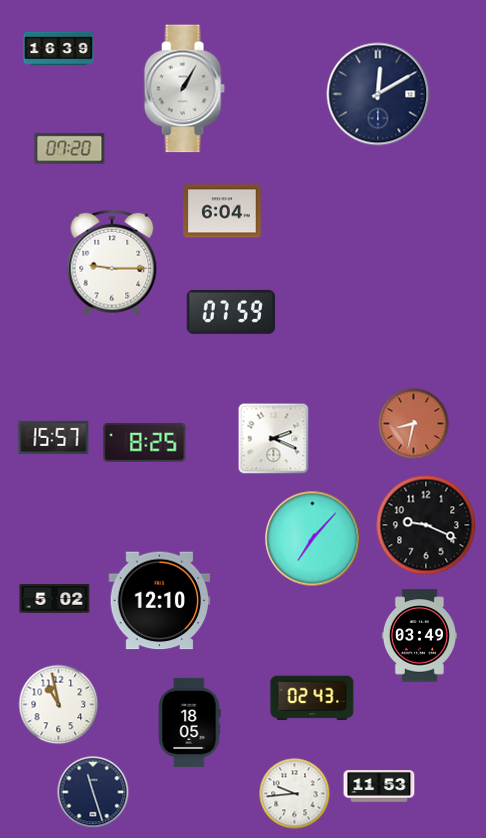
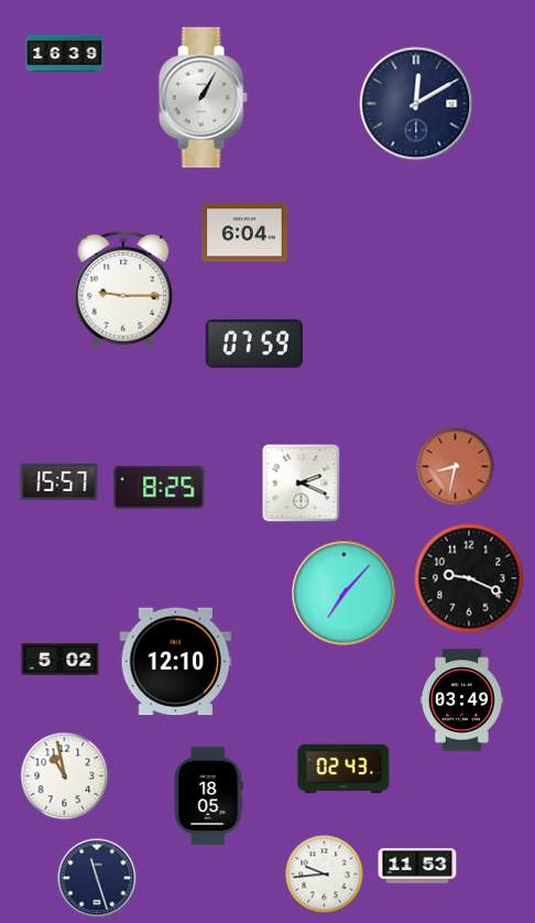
clock at (70, 149): 07:20 -> none
clock at (93, 792) position: (93, 792) -> (97, 878)
